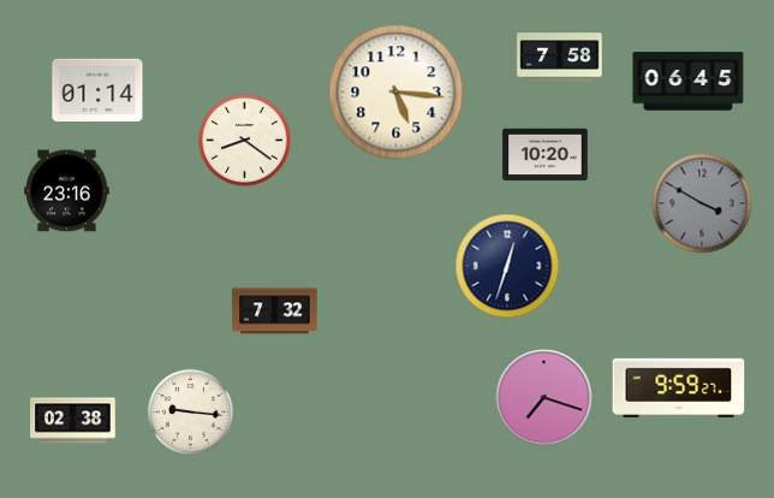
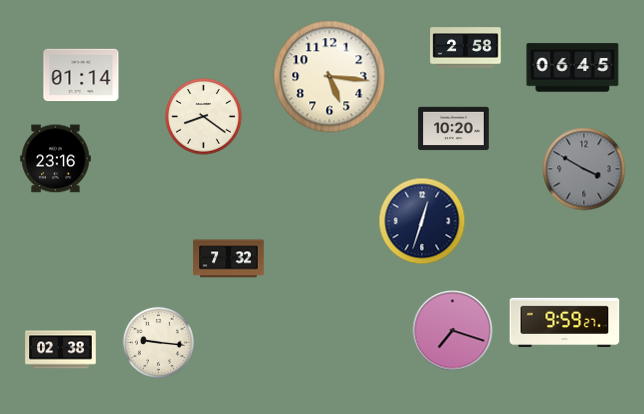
clock at (560, 58): 7:58 -> 2:58
